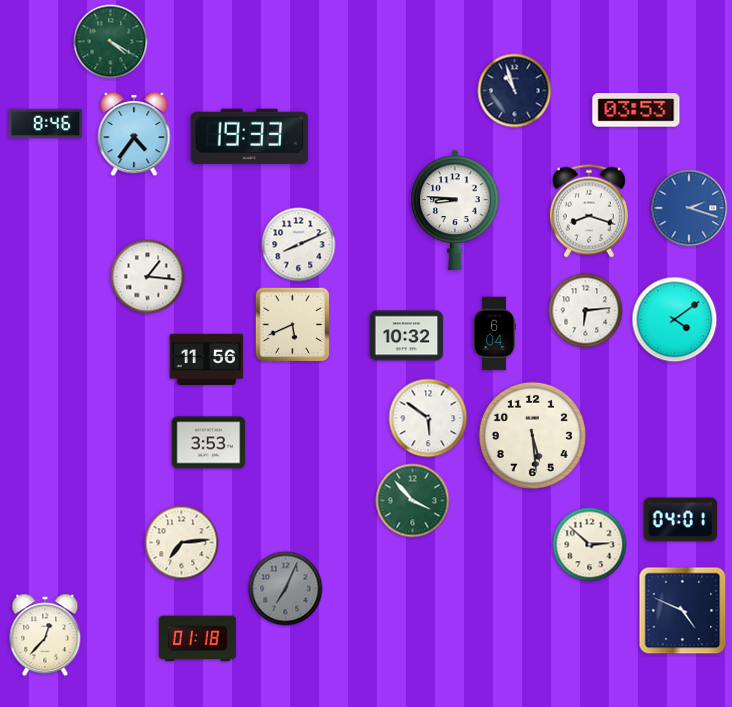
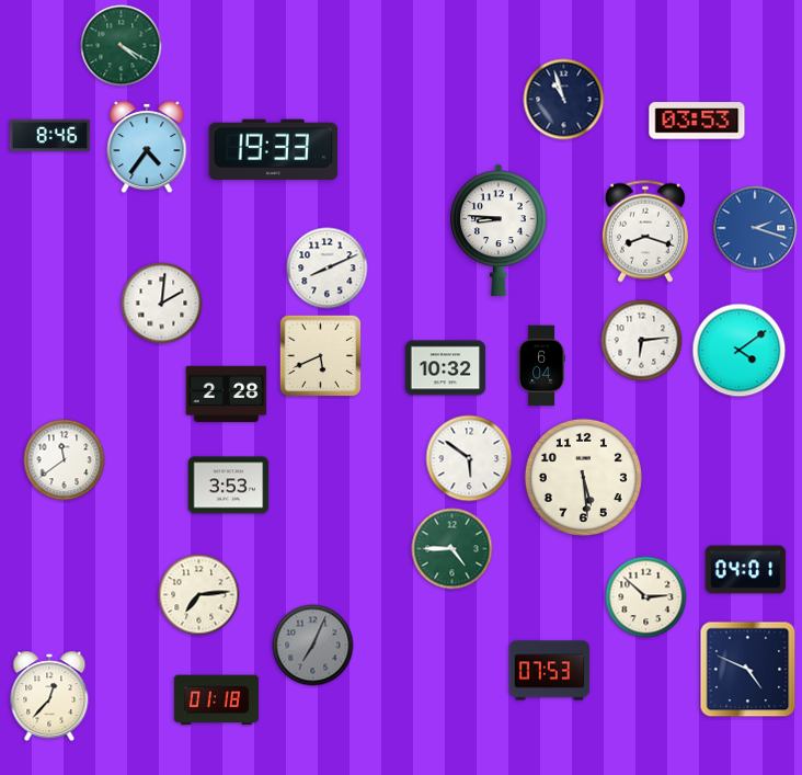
clock at (148, 277): 1:16 -> 2:01
clock at (207, 359): 11:56 -> 2:28
clock at (65, 460): none -> 11:39
clock at (413, 501): 3:53 -> 4:45
clock at (550, 671): none -> 07:53
